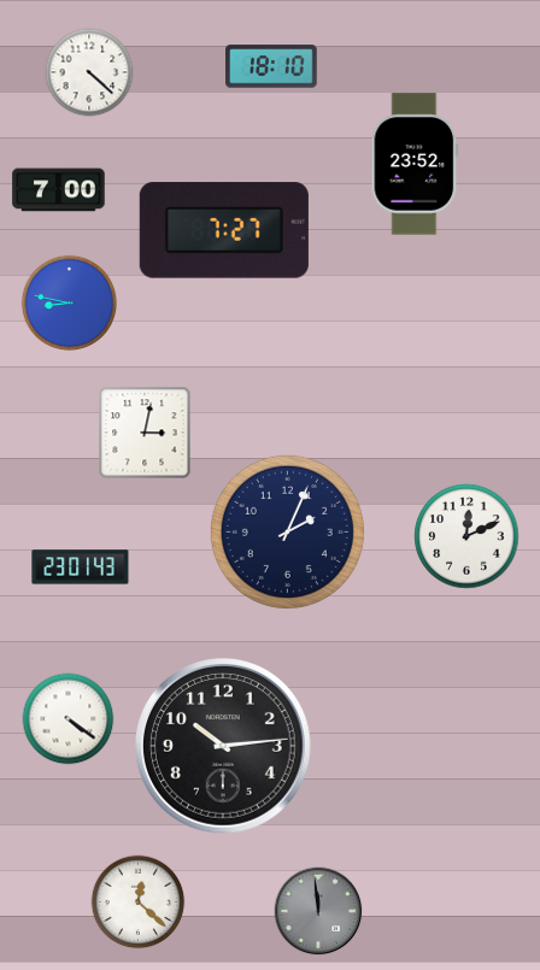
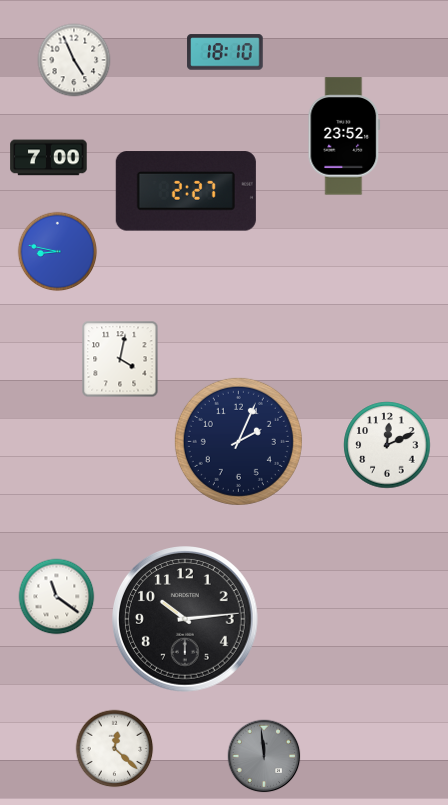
clock at (271, 66) position: (271, 66) -> (225, 52)
clock at (89, 72): 4:22 -> 4:56
clock at (224, 230): 7:27 -> 2:27
clock at (145, 433): 3:02 -> 4:02
clock at (81, 568): 23:01 -> none
clock at (69, 719): 4:21 -> 11:21
